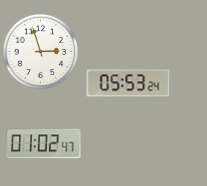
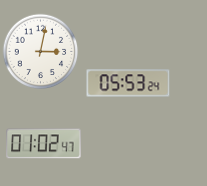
clock at (41, 52): 2:57 -> 3:02
